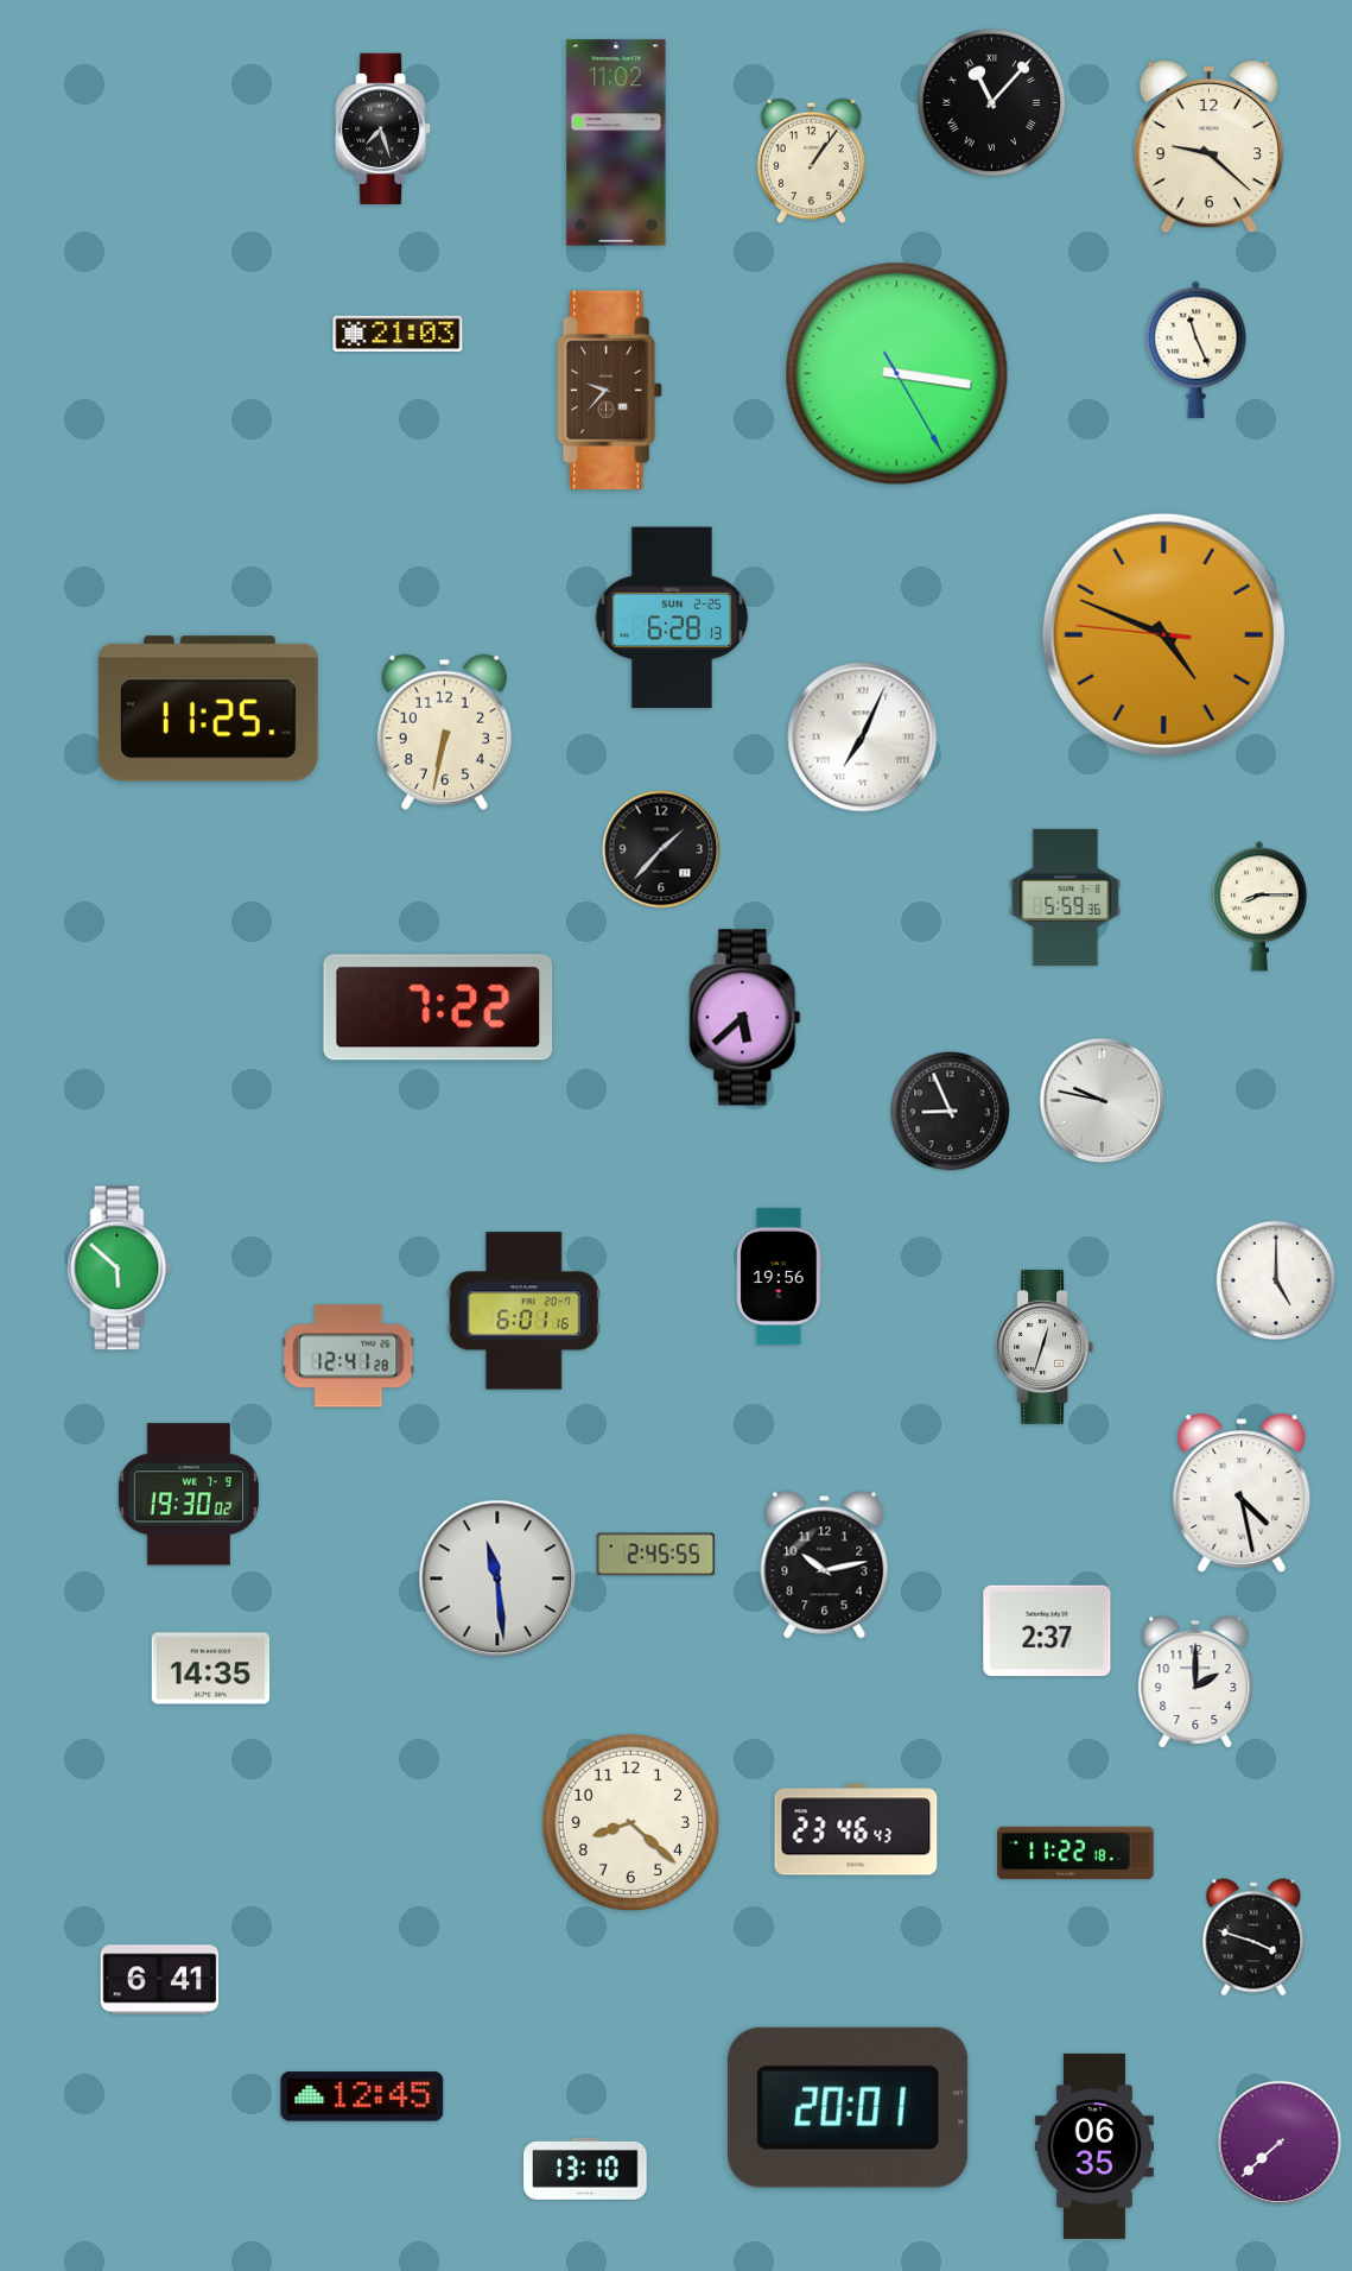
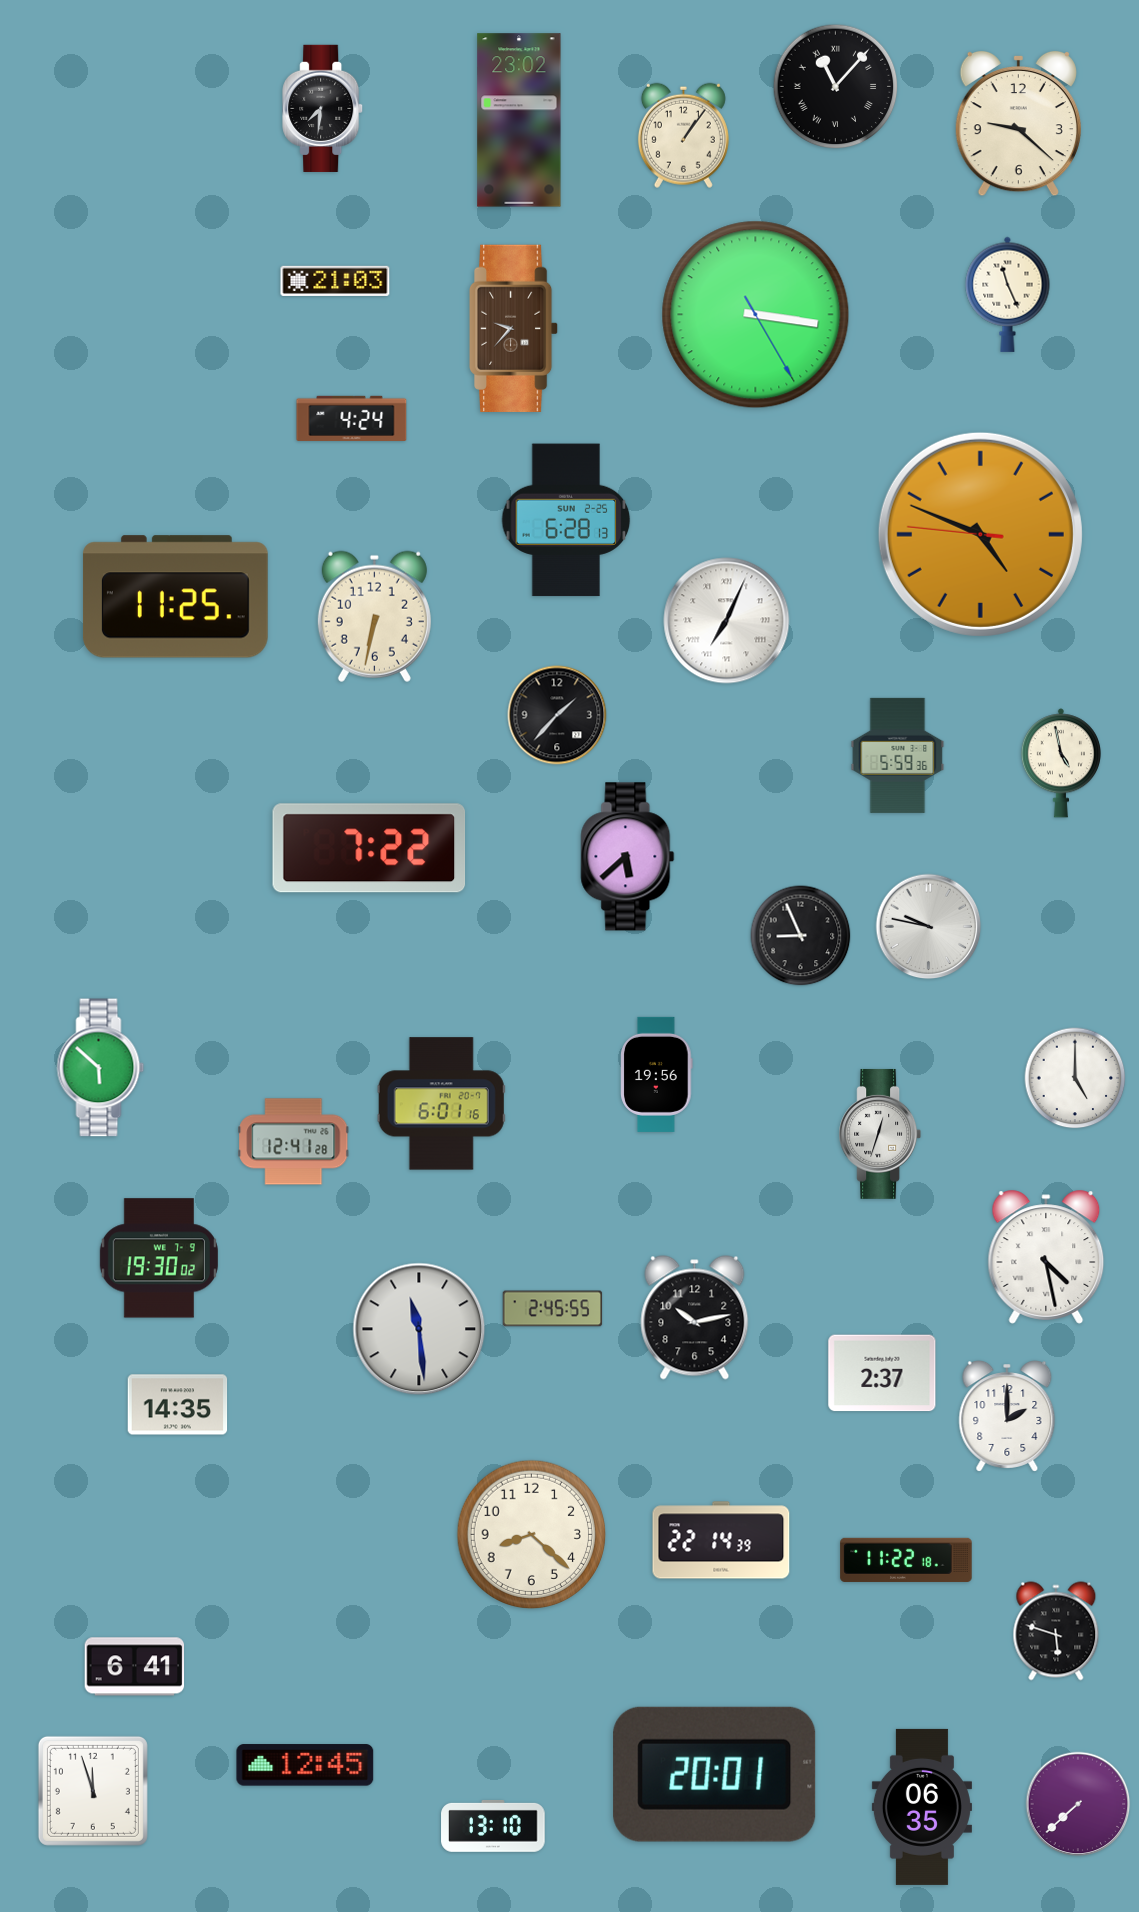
clock at (383, 128): 7:27 -> 7:31
clock at (616, 143): 11:02 -> 23:02
clock at (352, 418): none -> 4:24
clock at (1259, 906): 8:15 -> 4:58
clock at (856, 1829): 23:46 -> 22:14
clock at (1253, 1937): 3:48 -> 5:48
clock at (93, 1791): none -> 11:57
